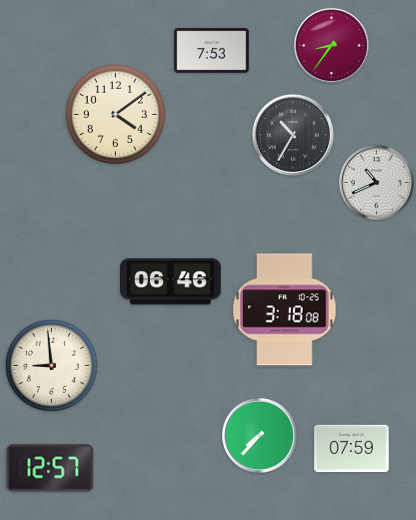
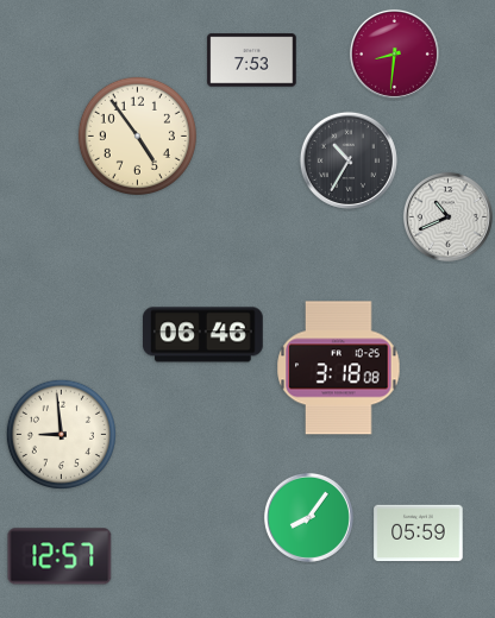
clock at (331, 45): 8:36 -> 8:31
clock at (115, 114): 4:09 -> 4:54
clock at (259, 435): 7:37 -> 8:06
clock at (352, 449): 07:59 -> 05:59
